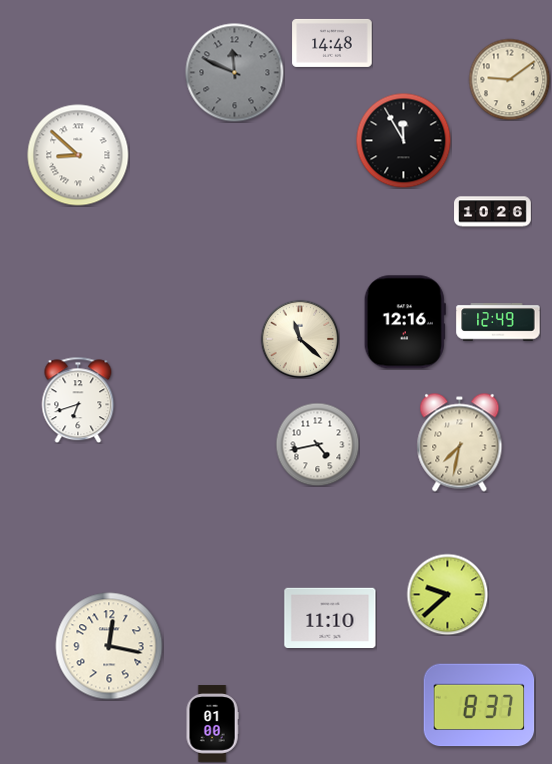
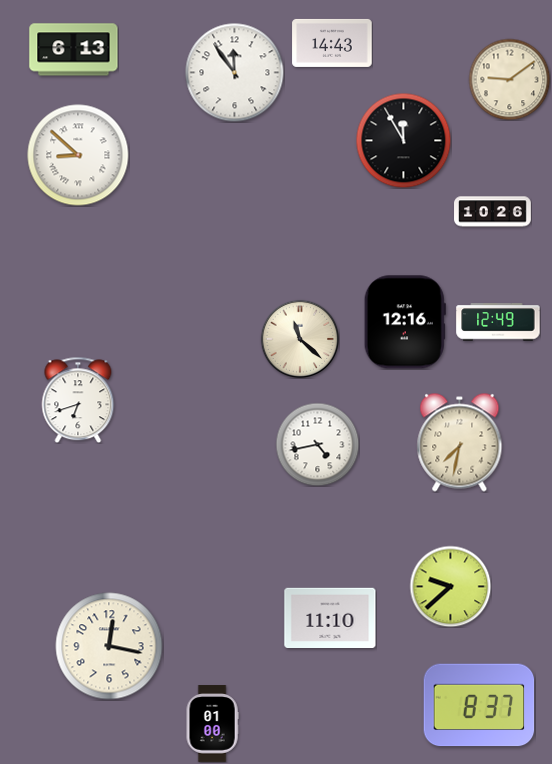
clock at (332, 43): 14:48 -> 14:43
clock at (74, 50): none -> 6:13
clock at (235, 73): 11:49 -> 11:54
clock at (235, 73) dial: grey -> white
clock at (447, 594) position: (447, 594) -> (450, 586)
